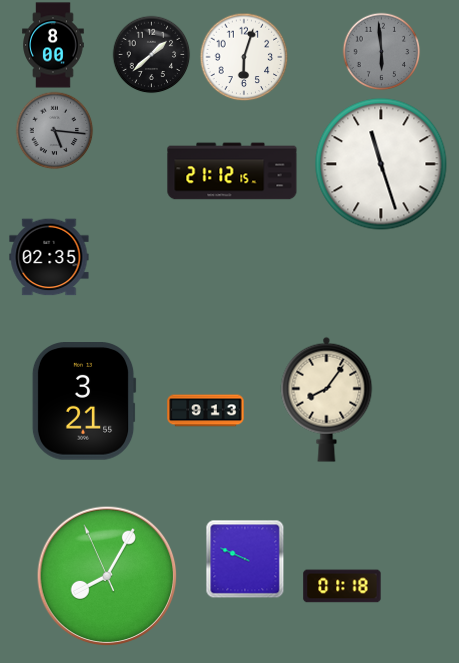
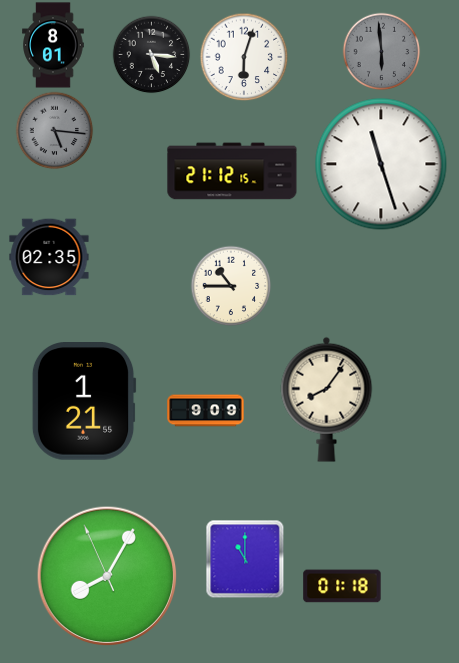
clock at (53, 45): 8:00 -> 8:01
clock at (151, 54): 1:38 -> 5:16
clock at (231, 286): none -> 10:45
clock at (84, 402): 3:21 -> 1:21
clock at (206, 411): 9:13 -> 9:09
clock at (245, 559): 9:49 -> 11:00
